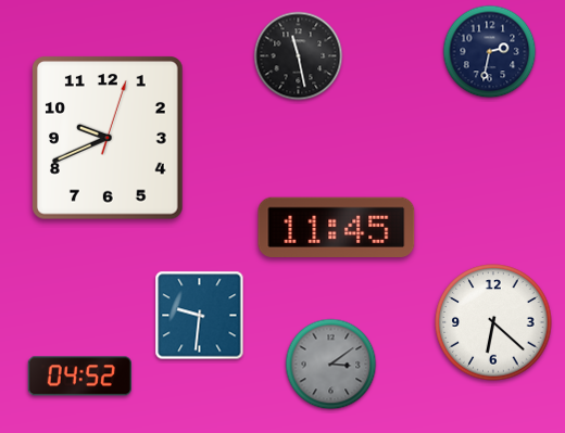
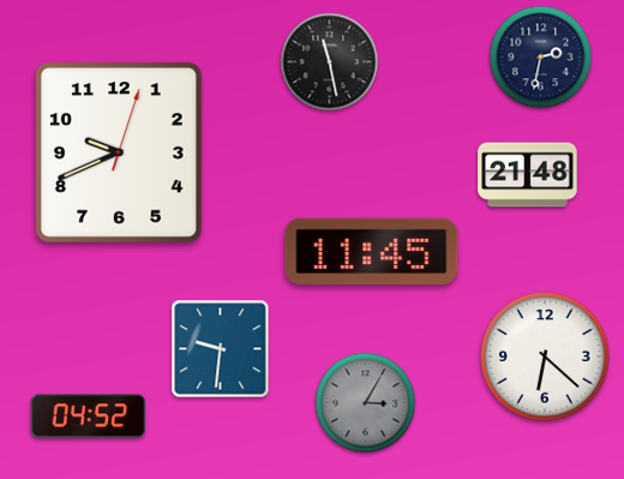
clock at (528, 175): none -> 21:48
clock at (331, 365): 3:09 -> 3:05
